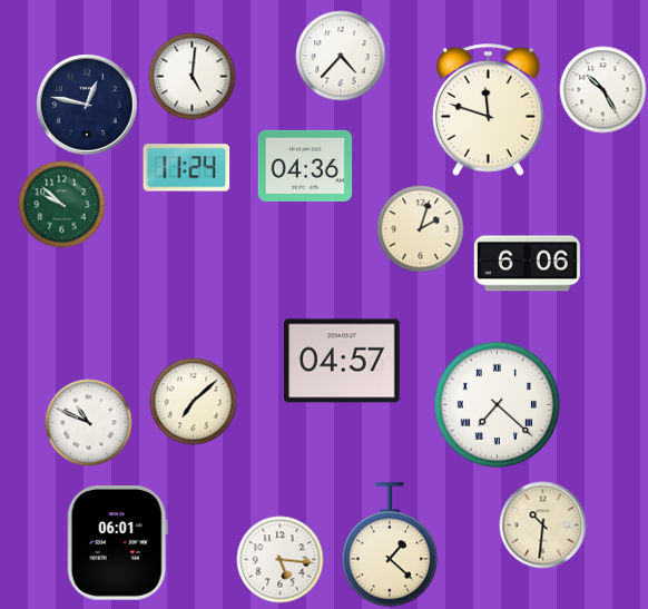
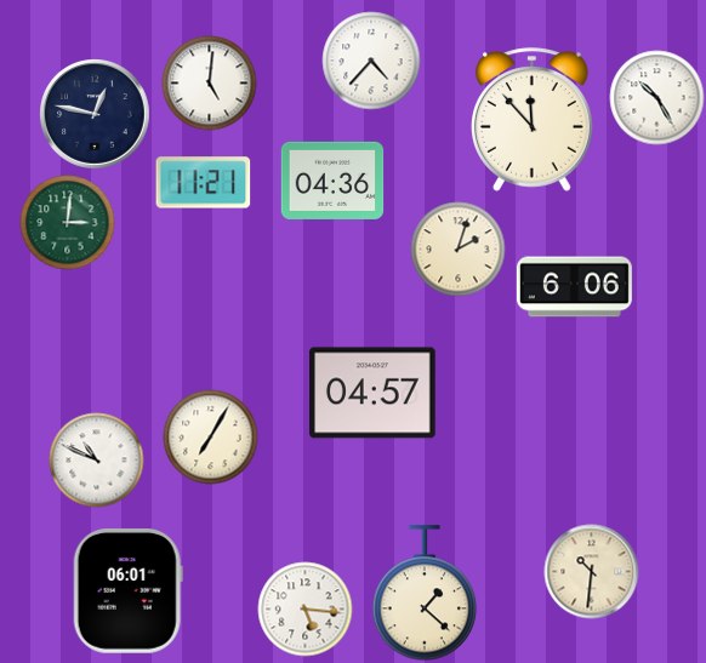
clock at (489, 110): 11:48 -> 11:53
clock at (186, 168): 11:24 -> 11:21
clock at (61, 204): 9:52 -> 3:01
clock at (193, 401): 7:08 -> 7:05
clock at (497, 404): 7:22 -> none
